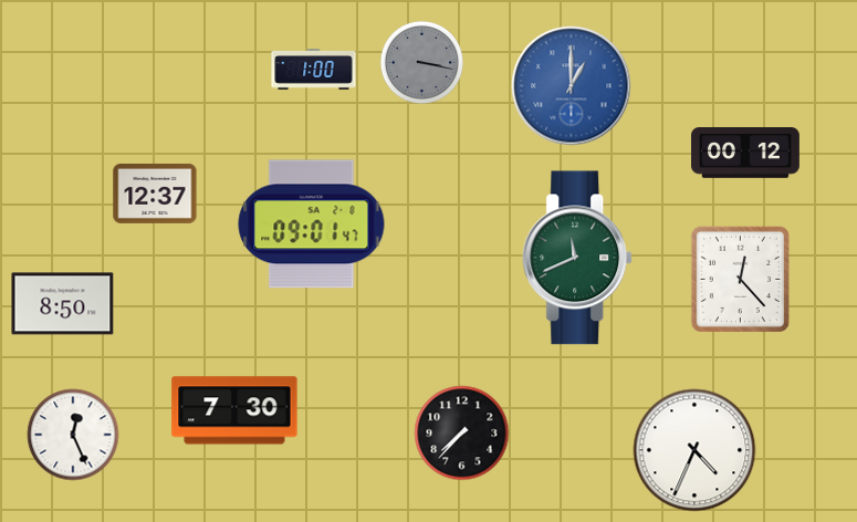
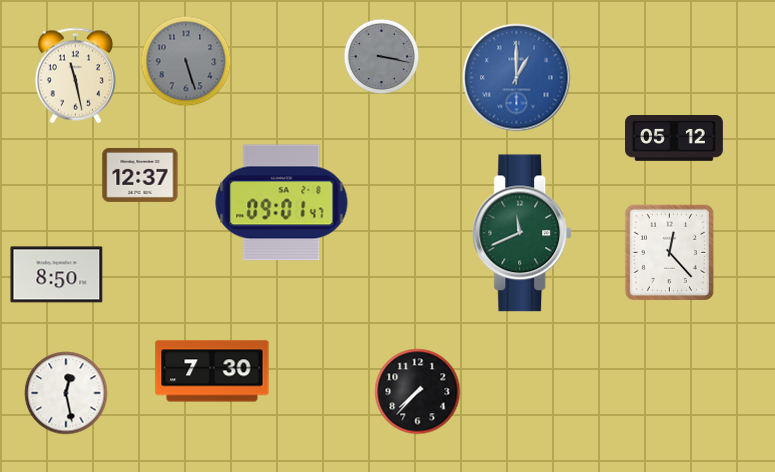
clock at (186, 61): none -> 5:27
clock at (314, 70): 1:00 -> none
clock at (75, 76): none -> 11:28
clock at (746, 154): 00:12 -> 05:12
clock at (73, 435): 12:26 -> 12:28
clock at (694, 450): 4:34 -> none
